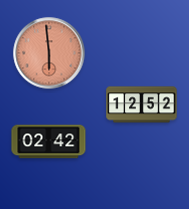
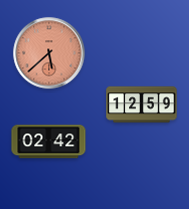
clock at (49, 53): 5:59 -> 5:38
clock at (142, 105): 12:52 -> 12:59
